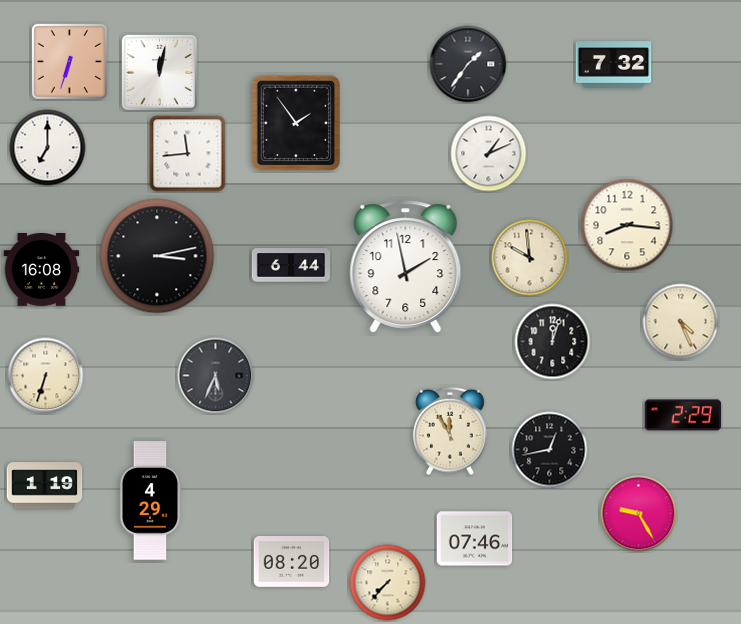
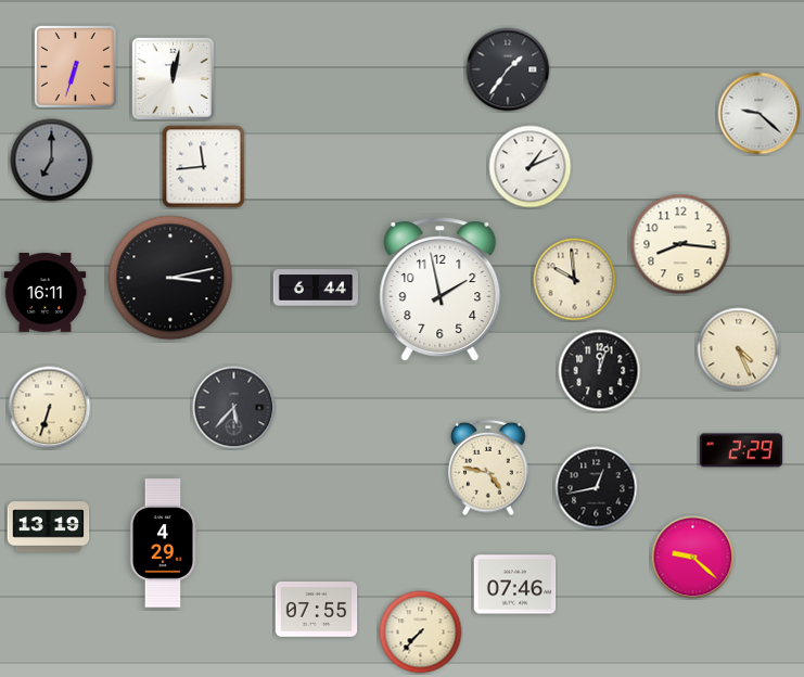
clock at (614, 65): 7:32 -> none
clock at (760, 114): none -> 9:22
clock at (296, 123): 1:54 -> none
clock at (48, 148) dial: white -> grey
clock at (42, 270): 16:08 -> 16:11
clock at (216, 376): 5:34 -> 5:37
clock at (450, 431): 11:55 -> 4:47
clock at (45, 486): 1:19 -> 13:19
clock at (639, 514): 9:25 -> 9:22
clock at (292, 562): 08:20 -> 07:55
